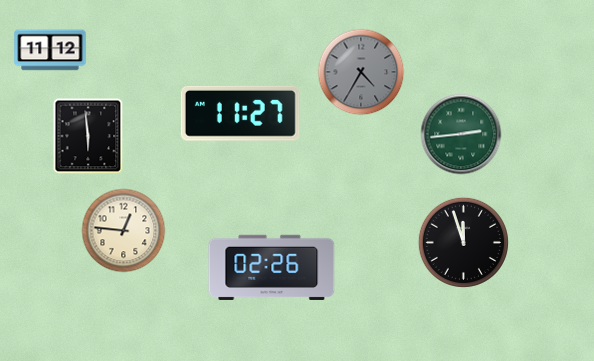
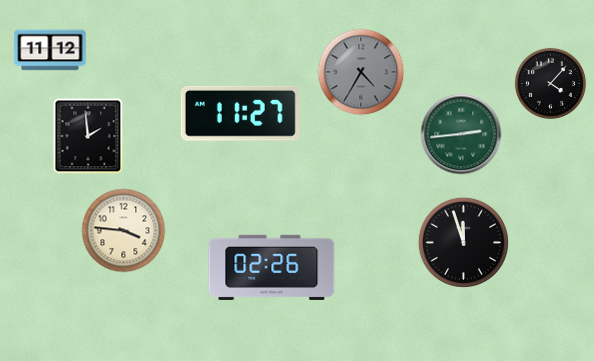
clock at (550, 83): none -> 4:07
clock at (88, 136): 5:59 -> 1:59
clock at (124, 231): 12:46 -> 3:46
